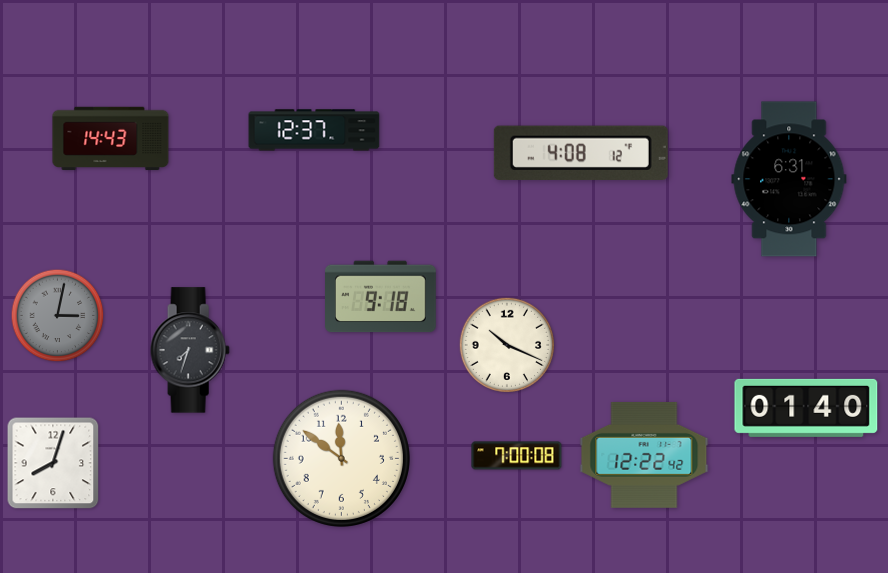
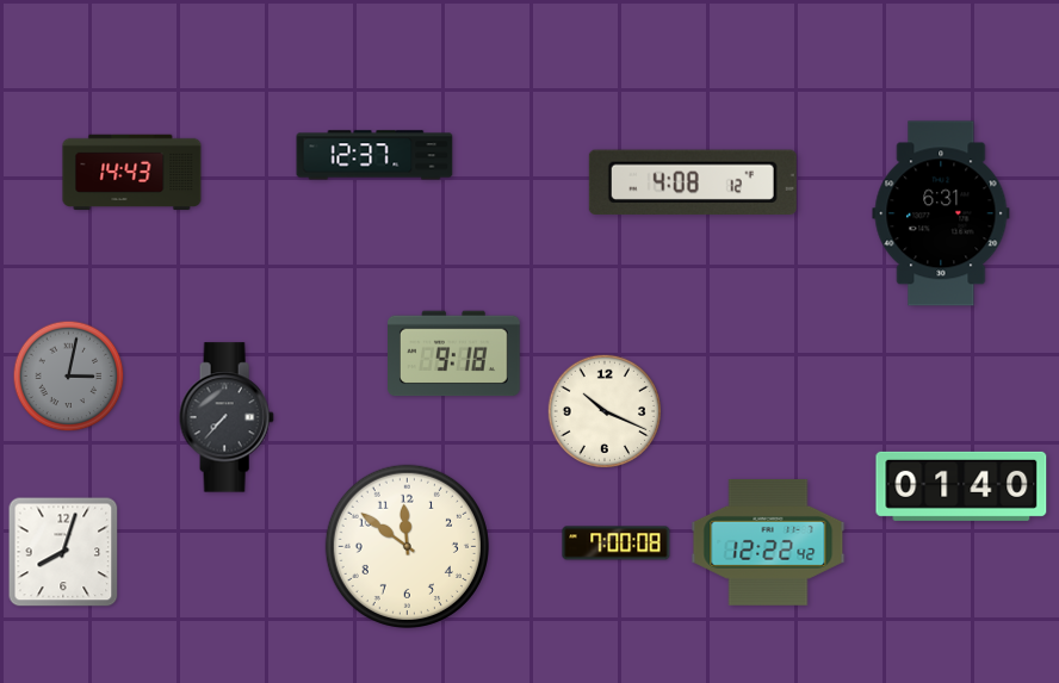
clock at (111, 139) position: (111, 139) -> (132, 173)
clock at (190, 350): 7:33 -> 7:37
